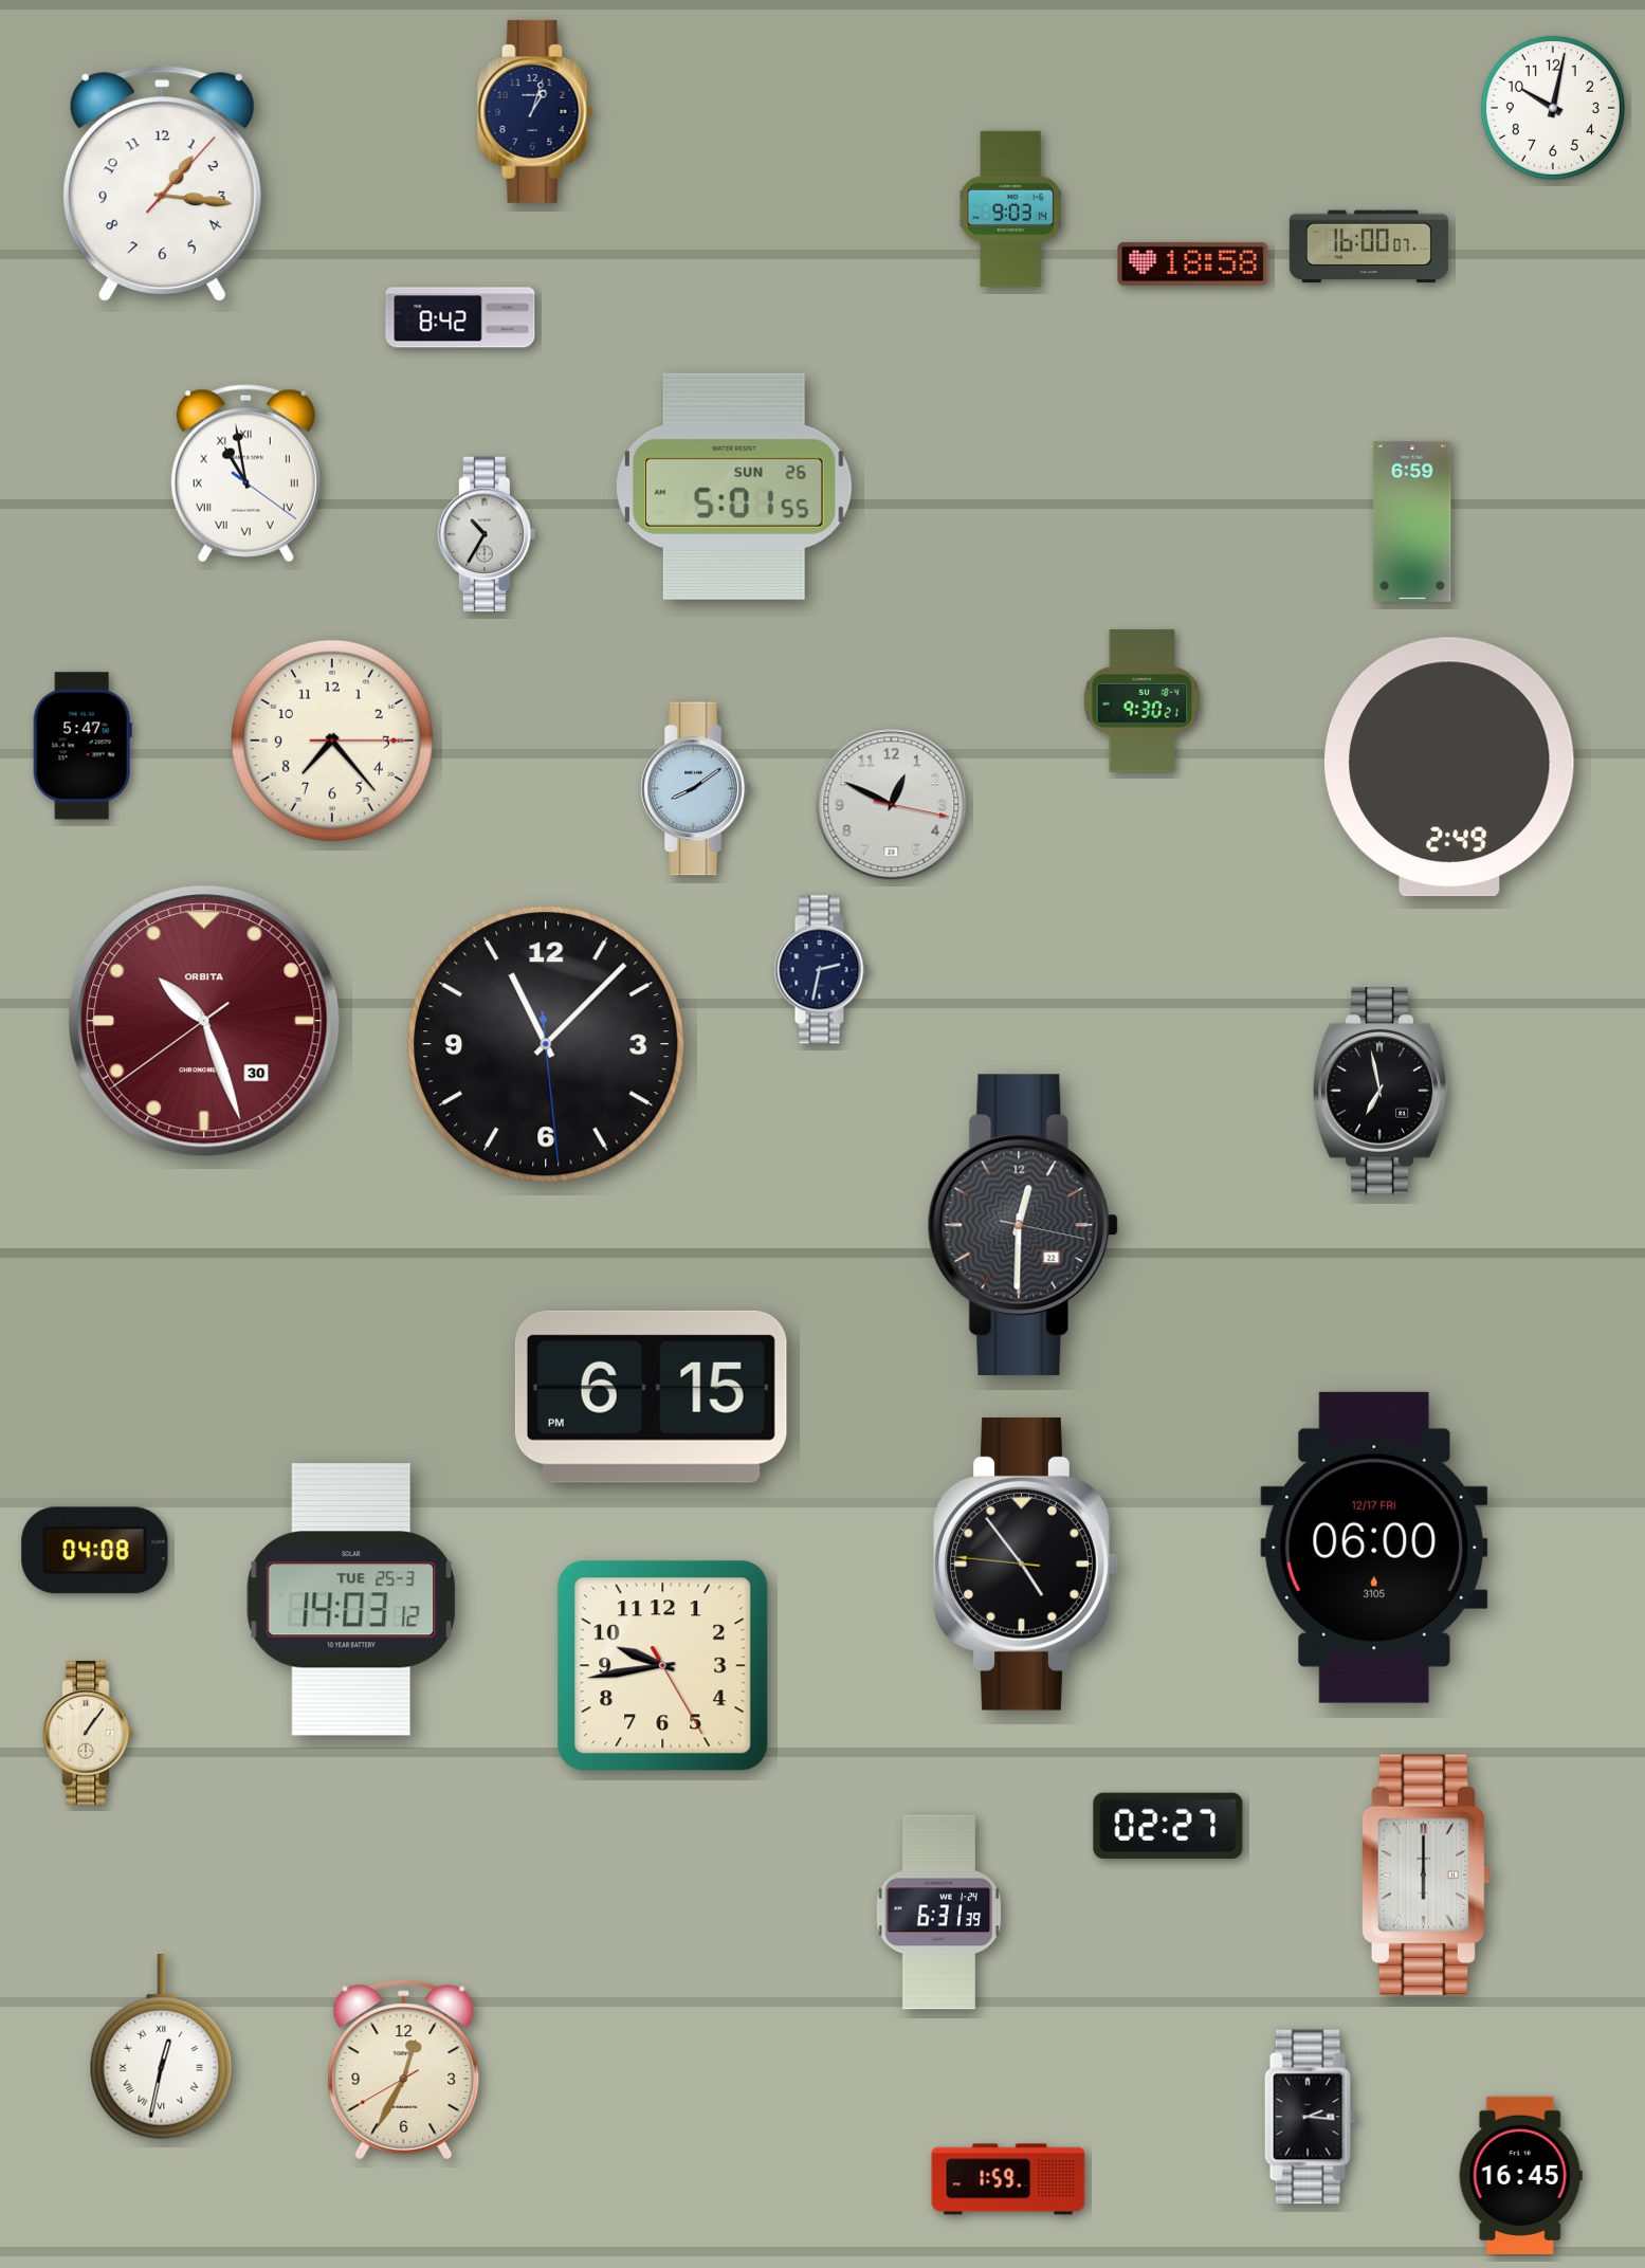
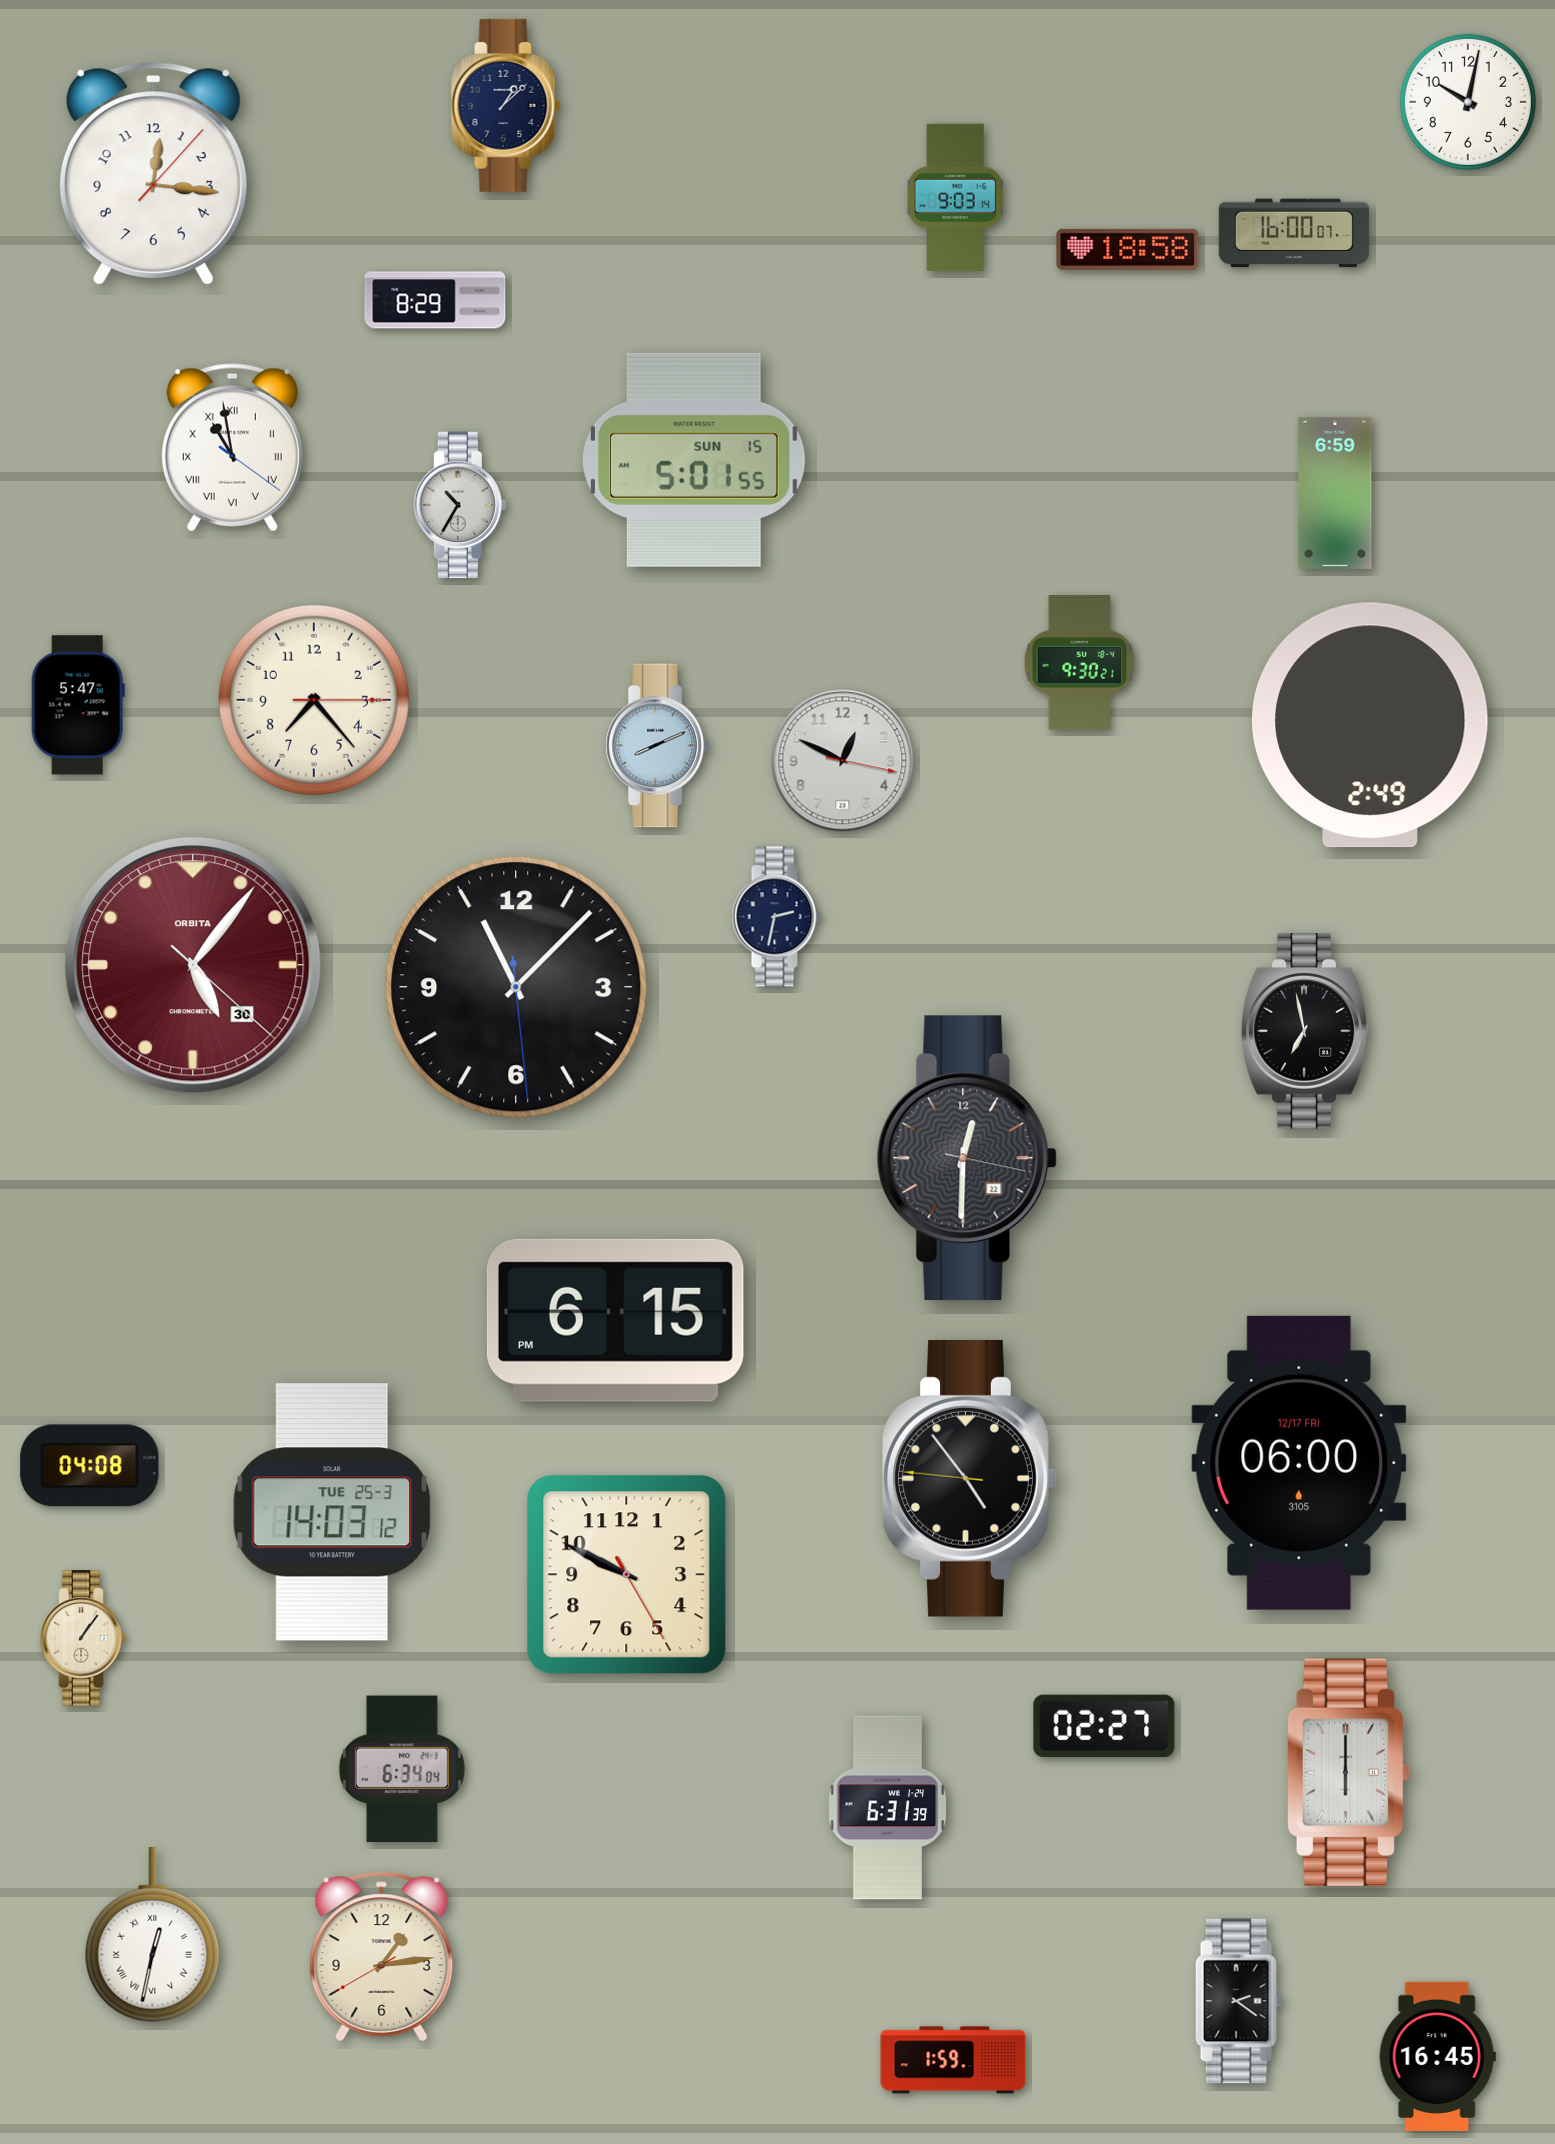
clock at (535, 111): 1:03 -> 1:08
clock at (162, 184): 1:16 -> 12:16
clock at (460, 317): 8:42 -> 8:29
clock at (735, 487) date: SUN 26 -> SUN 15
clock at (695, 789): 8:09 -> 8:11
clock at (204, 1021): 10:26 -> 5:06
clock at (663, 1666): 9:43 -> 9:49
clock at (402, 1769): none -> 6:34
clock at (404, 2070): 12:34 -> 1:13
clock at (1311, 2117): 2:16 -> 2:21
